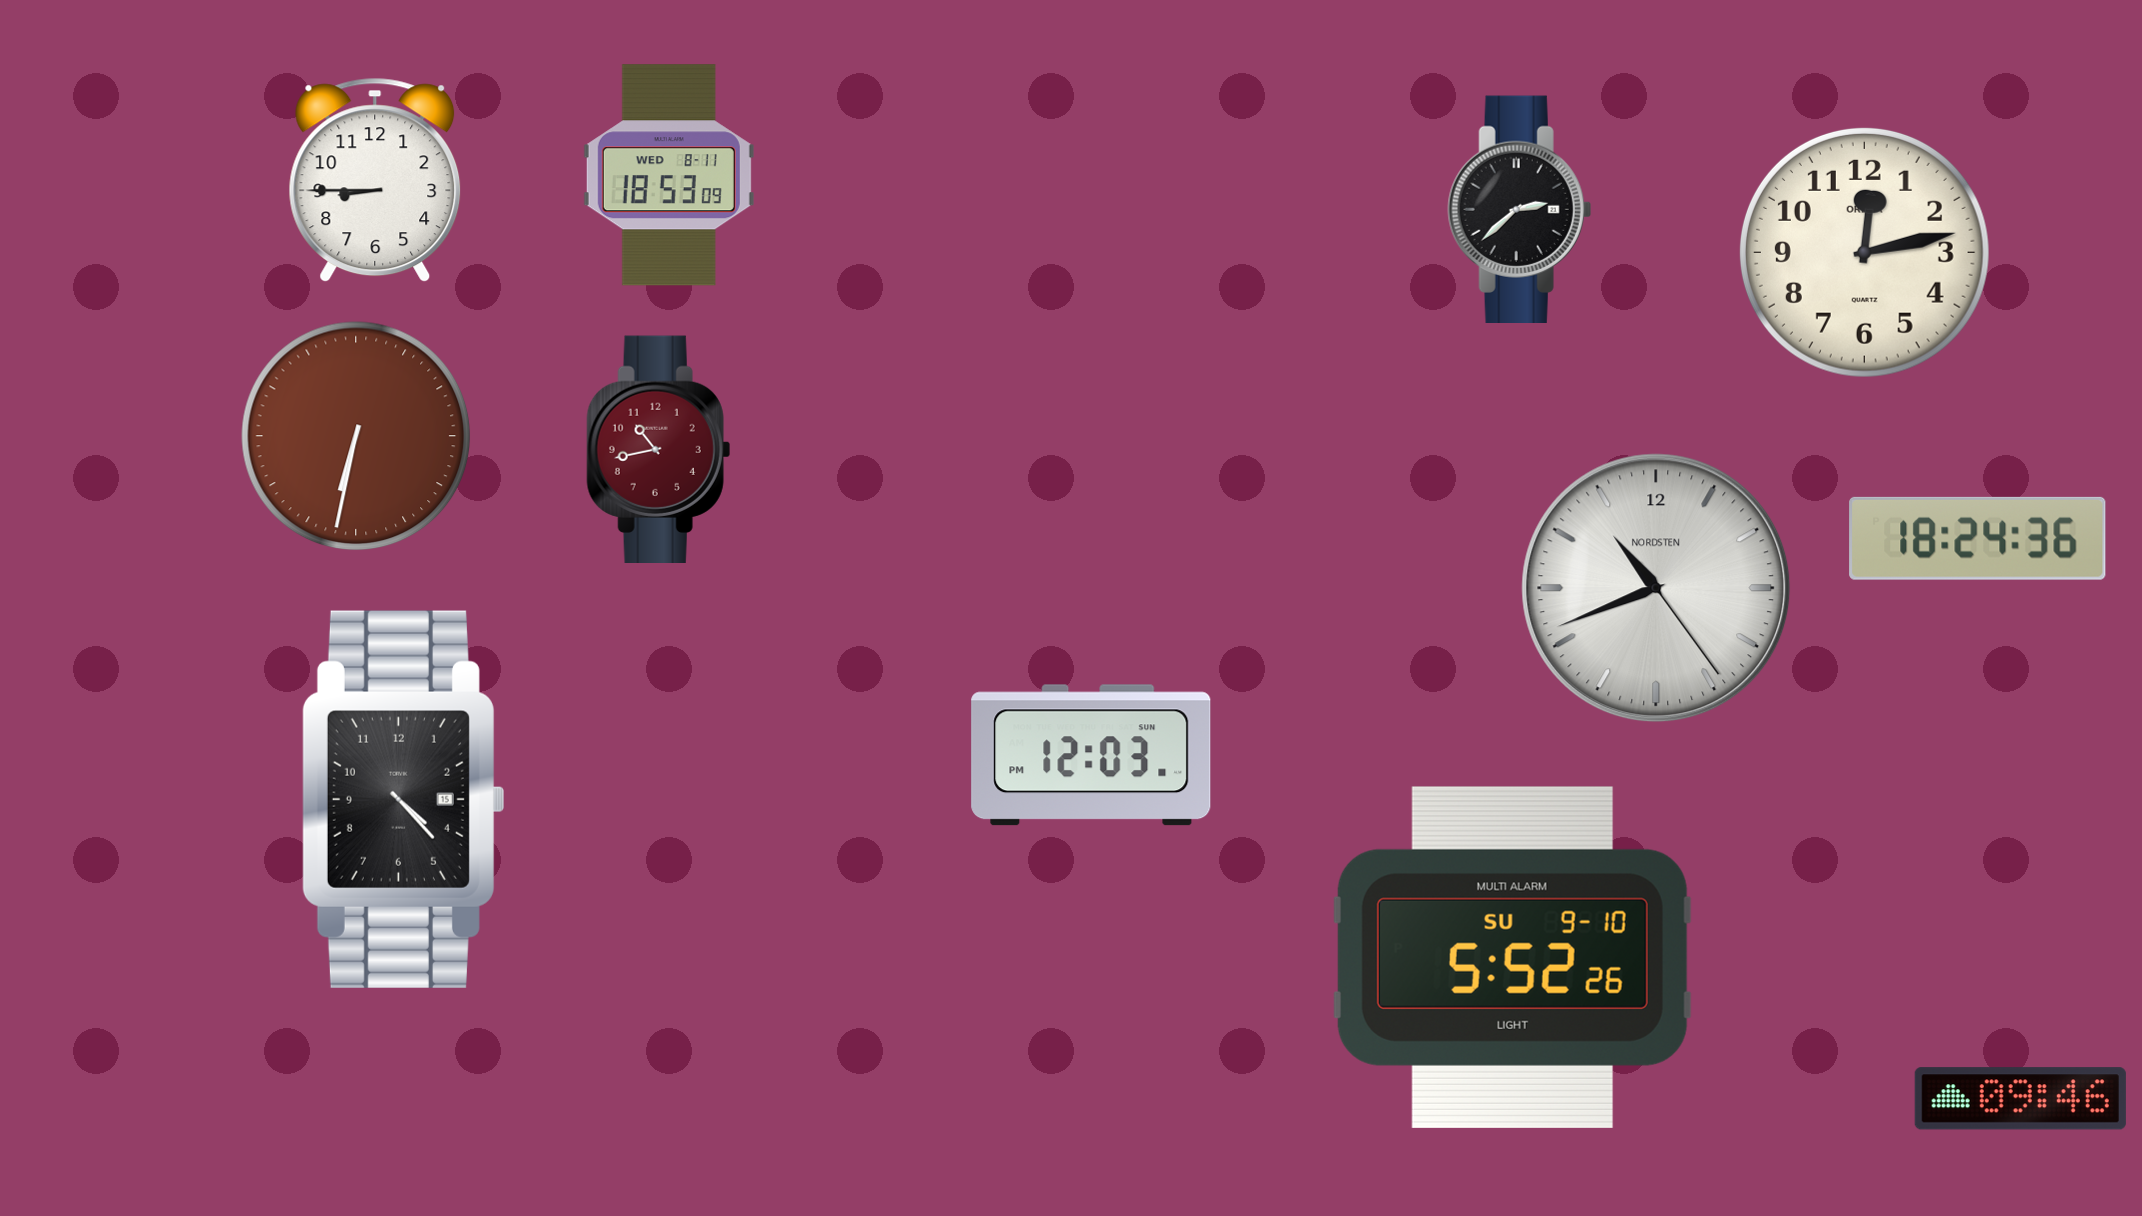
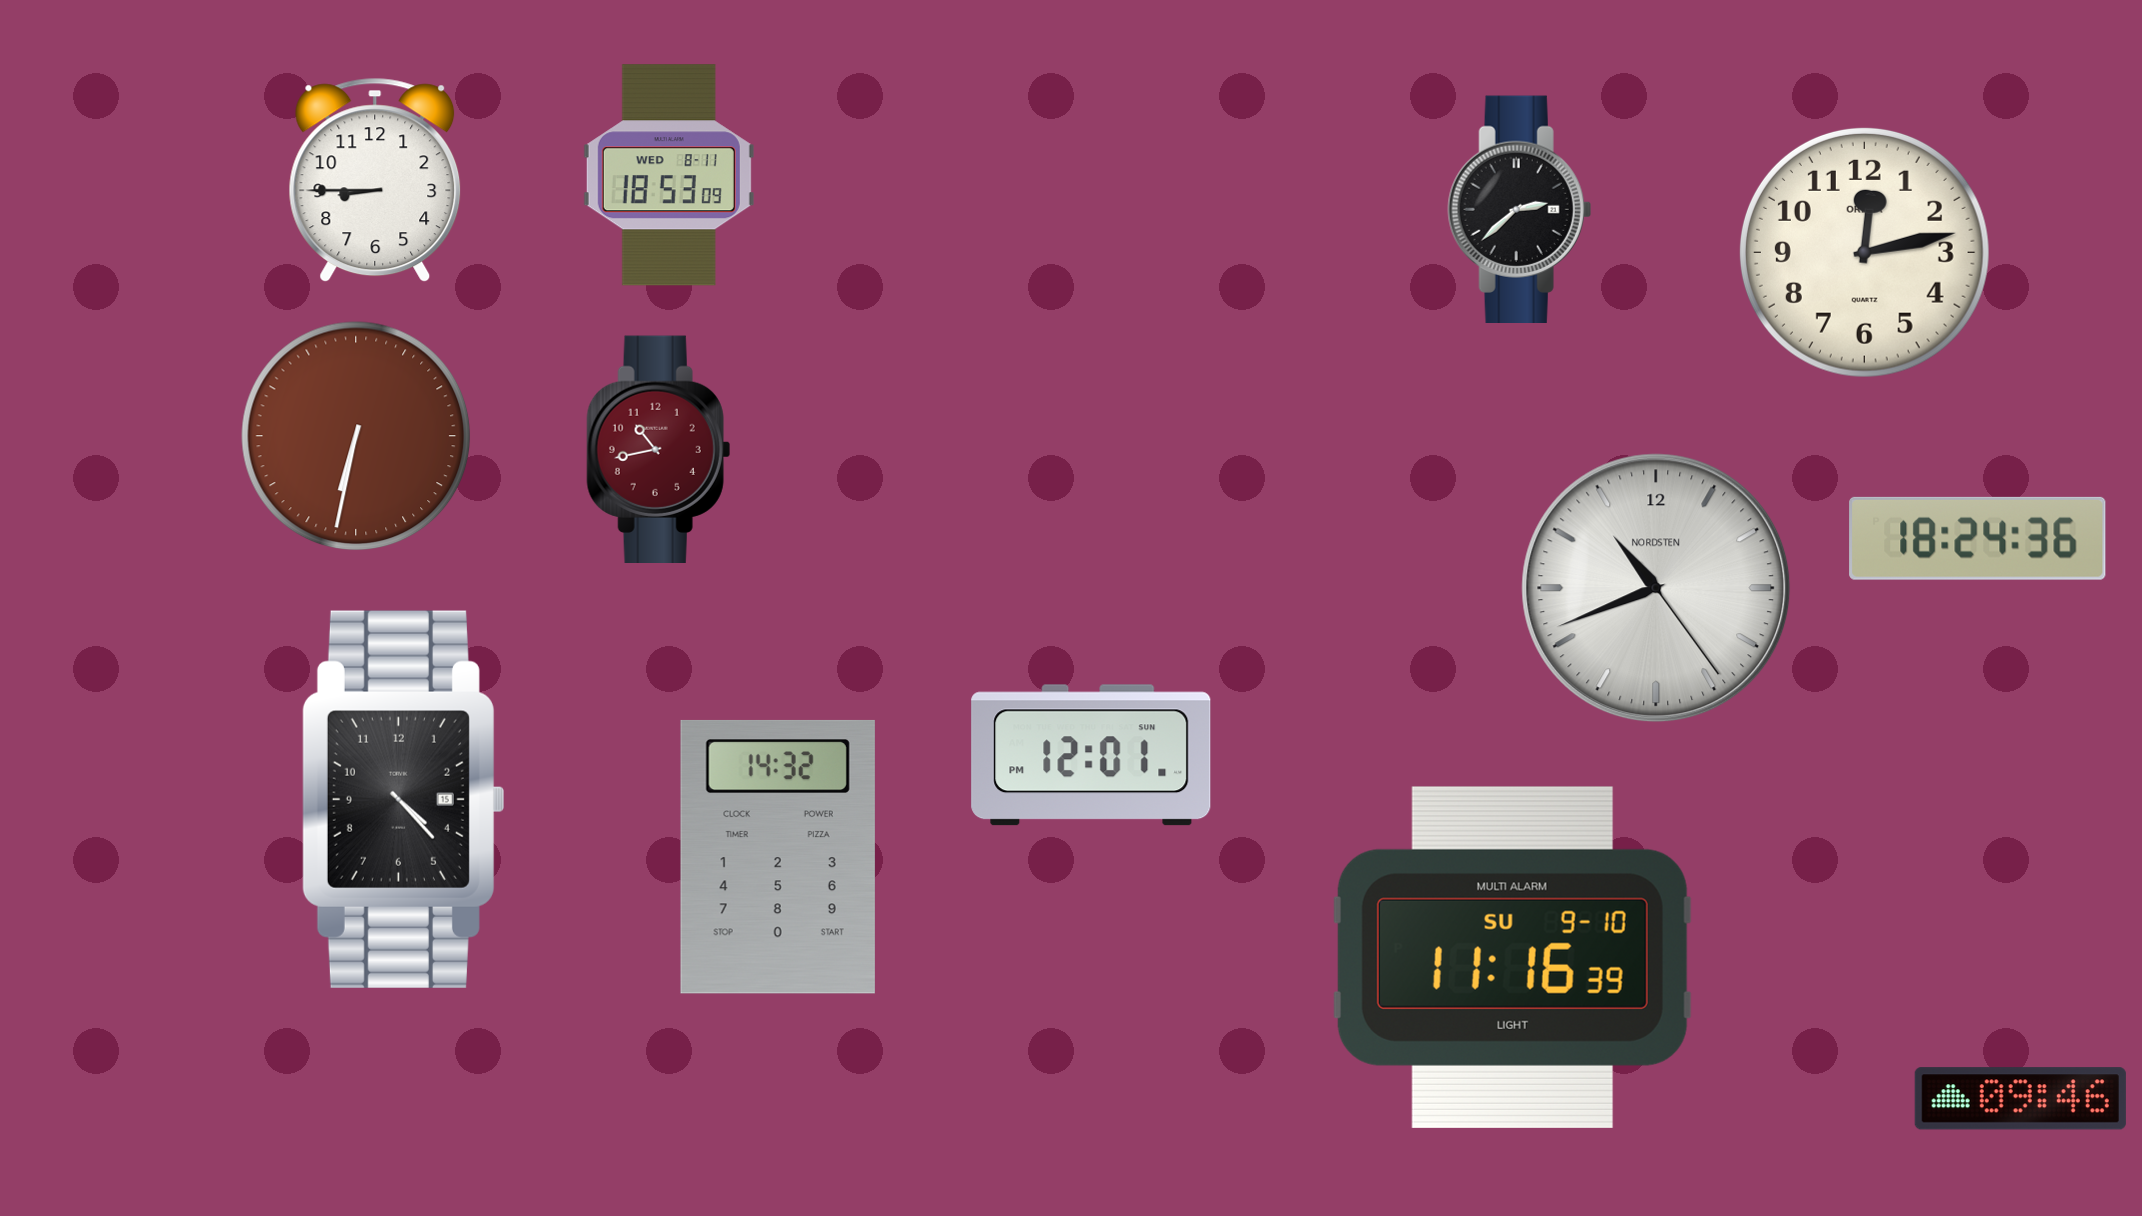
clock at (1091, 755): 12:03 -> 12:01
clock at (778, 857): none -> 14:32
clock at (1512, 957): 5:52 -> 11:16
